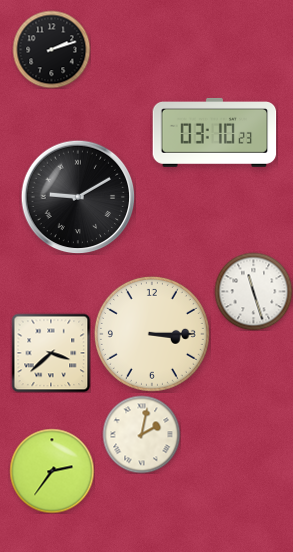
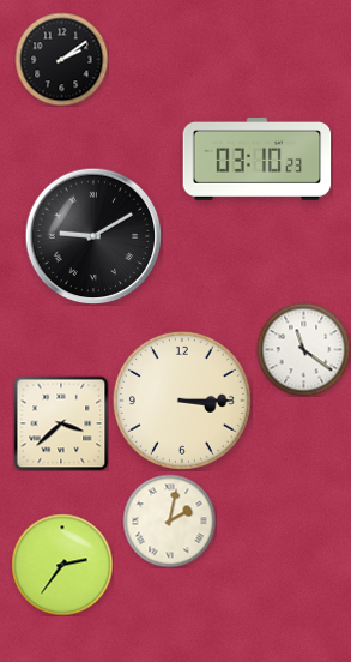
clock at (51, 49): 2:12 -> 2:09
clock at (253, 291): 11:27 -> 11:21
